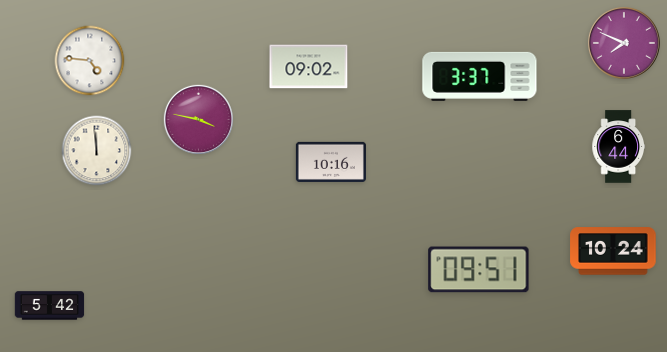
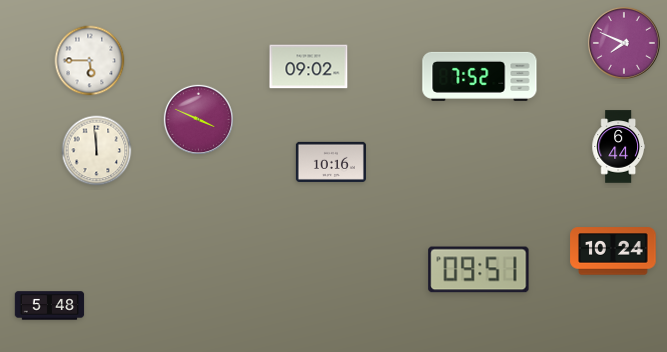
clock at (90, 61): 4:46 -> 5:45
clock at (480, 76): 3:37 -> 7:52
clock at (198, 119): 3:47 -> 3:49
clock at (50, 306): 5:42 -> 5:48
